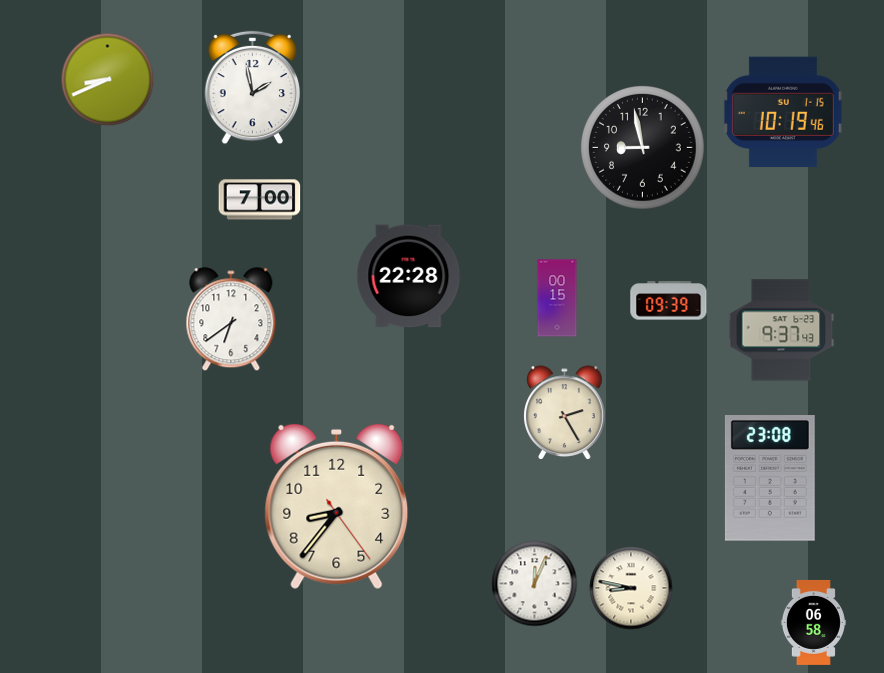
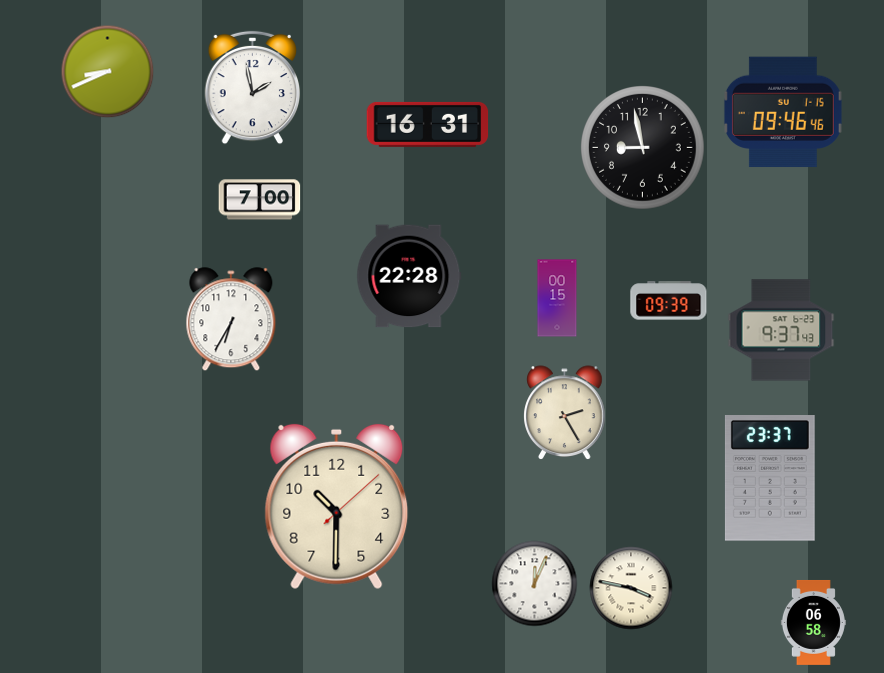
clock at (108, 80) position: (108, 80) -> (108, 72)
clock at (783, 112): 10:19 -> 09:46
clock at (428, 124): none -> 16:31
clock at (231, 320): 6:39 -> 6:35
clock at (770, 479): 23:08 -> 23:37
clock at (337, 507): 8:36 -> 10:30
clock at (631, 588): 8:47 -> 3:47
